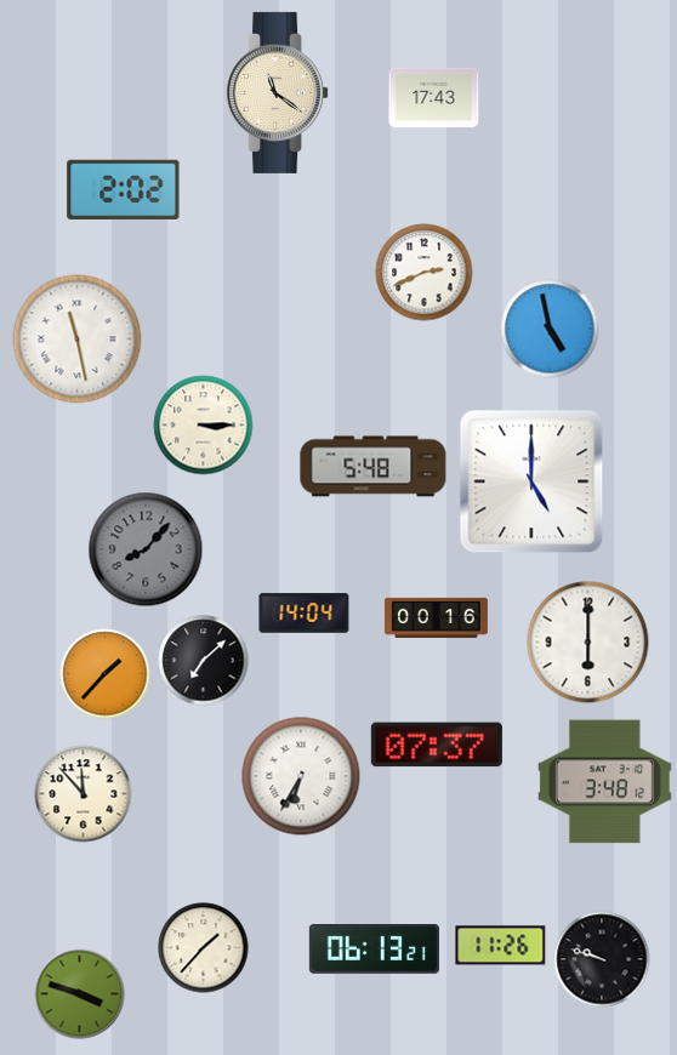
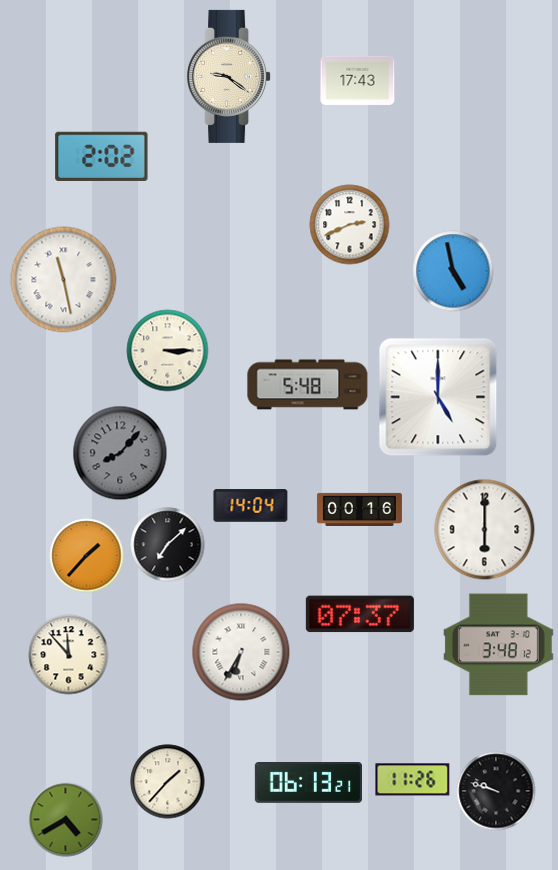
clock at (278, 92): 11:21 -> 9:21
clock at (301, 776) position: (301, 776) -> (241, 652)
clock at (80, 994): 3:48 -> 4:40
